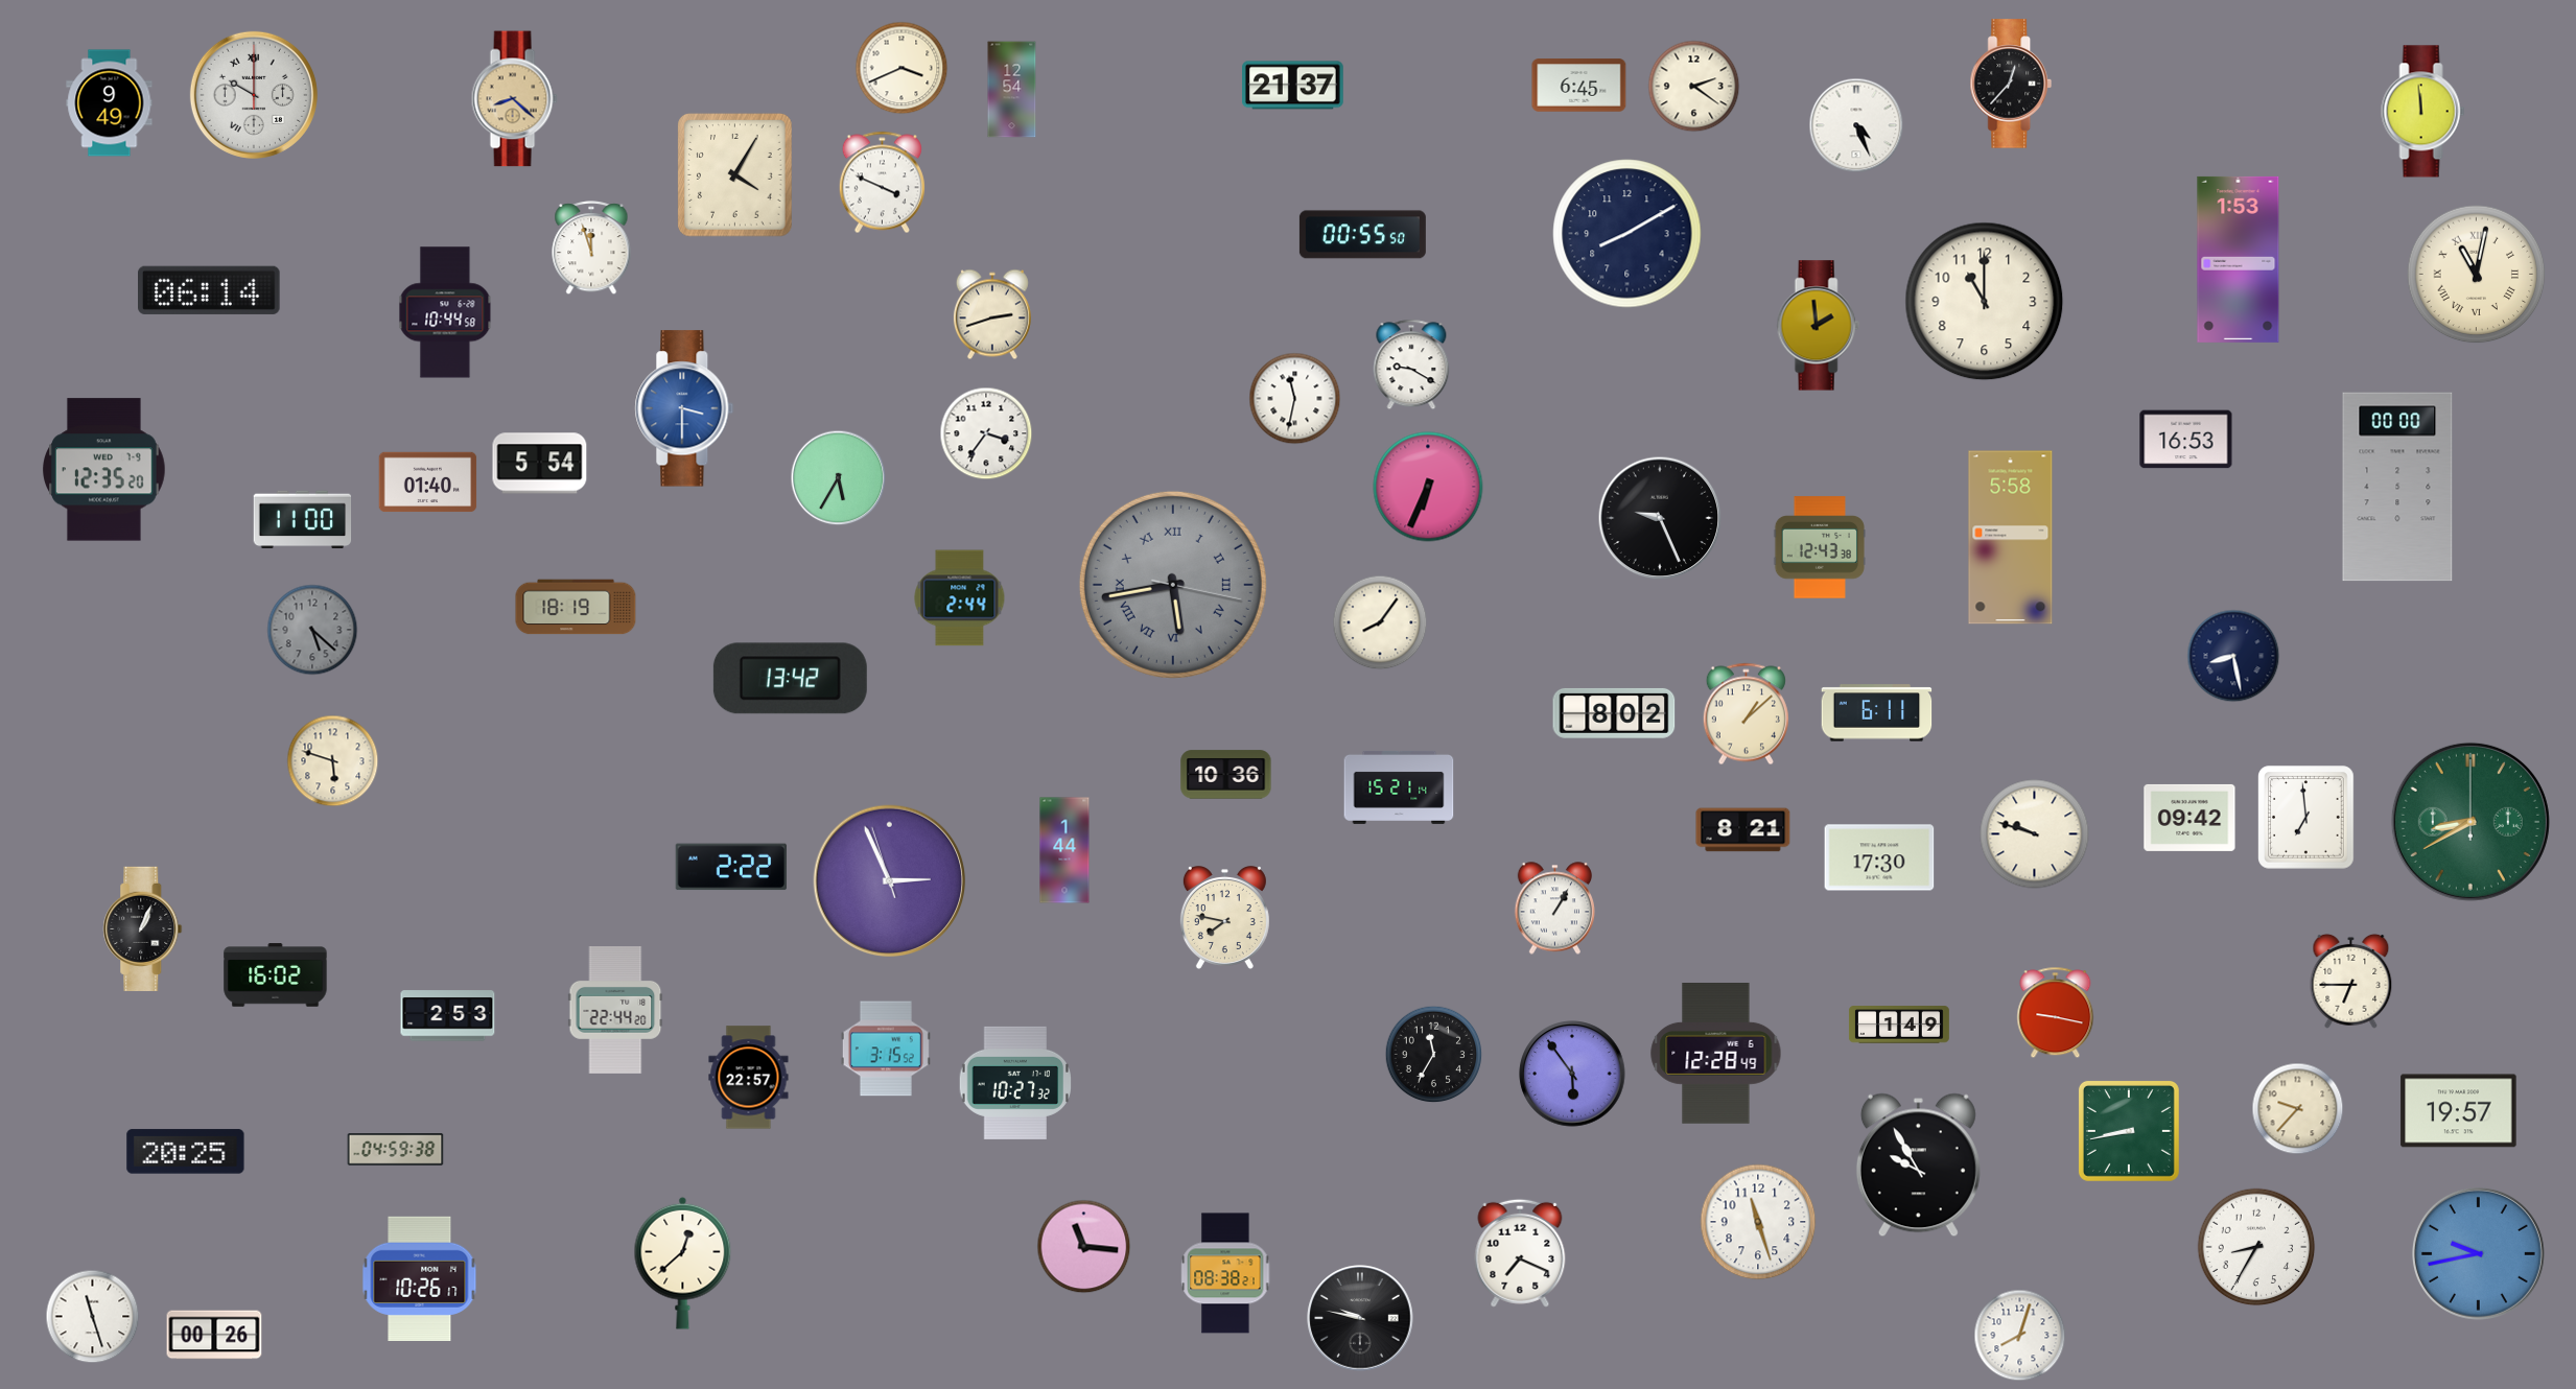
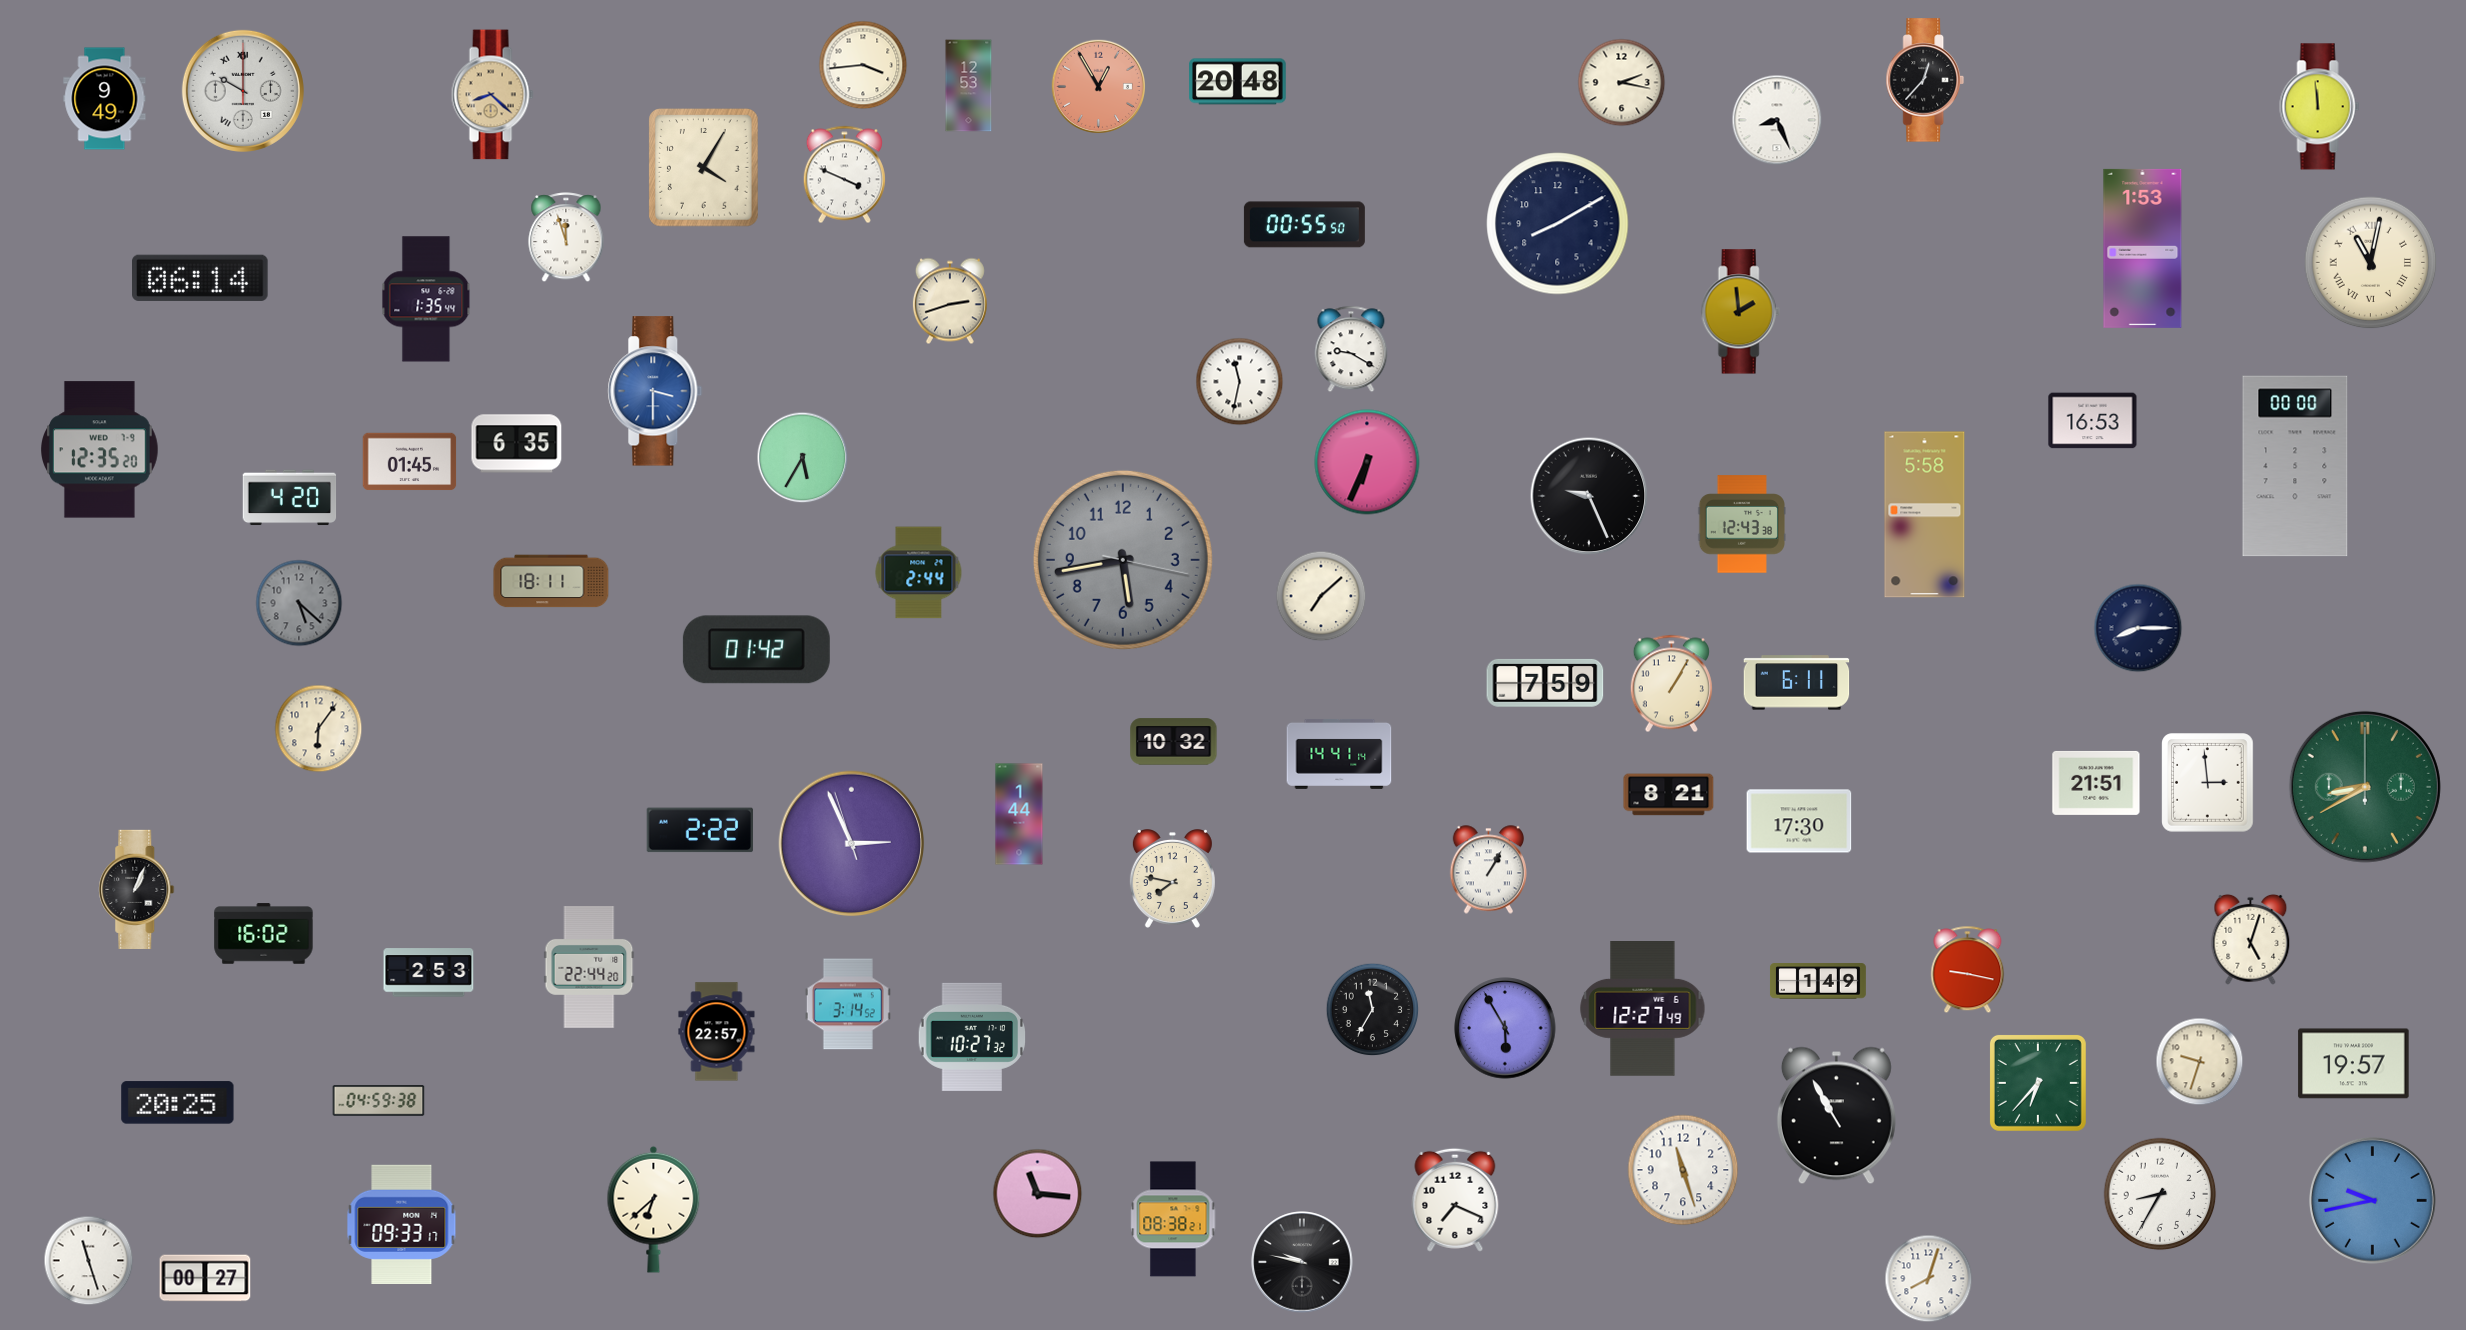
clock at (901, 68): 3:41 -> 3:44
clock at (1293, 86): 21:37 -> 20:48
clock at (1579, 86): 6:45 -> none
clock at (1694, 87): 2:21 -> 2:17
clock at (1012, 90): 12:54 -> 12:53
clock at (1098, 86): none -> 12:55
clock at (1856, 125): 4:26 -> 8:26
clock at (1985, 302): 11:00 -> none
clock at (445, 312): 10:44 -> 1:35
clock at (986, 433): 3:36 -> none
clock at (540, 464): 5:54 -> 6:35
clock at (428, 482): 01:40 -> 01:45
clock at (1428, 487) position: (1428, 487) -> (1367, 462)
clock at (303, 520): 11:00 -> 4:20
clock at (1173, 585) numerals: Roman -> Arabic
clock at (576, 607): 18:19 -> 18:11
clock at (1380, 622): 8:06 -> 7:08
clock at (2233, 656): 8:28 -> 8:15
clock at (790, 679): 13:42 -> 01:42
clock at (1614, 713): 8:02 -> 7:59
clock at (1746, 714): 1:08 -> 1:05
clock at (333, 761): 5:48 -> 6:06
clock at (1226, 775): 10:36 -> 10:32
clock at (1399, 787): 15:21 -> 14:41
clock at (2189, 818): 09:42 -> 21:51
clock at (2306, 818): 6:59 -> 2:59
clock at (2035, 834): 9:48 -> none
clock at (2351, 981): 6:45 -> 5:03
clock at (886, 1049): 3:15 -> 3:14
clock at (1716, 1054): 12:28 -> 12:27
clock at (1572, 1074): 5:54 -> 5:55
clock at (2298, 1109): 9:37 -> 9:33
clock at (2129, 1131): 8:43 -> 6:37
clock at (1918, 1166): 9:55 -> 10:55
clock at (683, 1263): 12:38 -> 6:38
clock at (420, 1278): 10:26 -> 09:33
clock at (214, 1335): 00:26 -> 00:27
clock at (2020, 1336) position: (2020, 1336) -> (1929, 1279)
